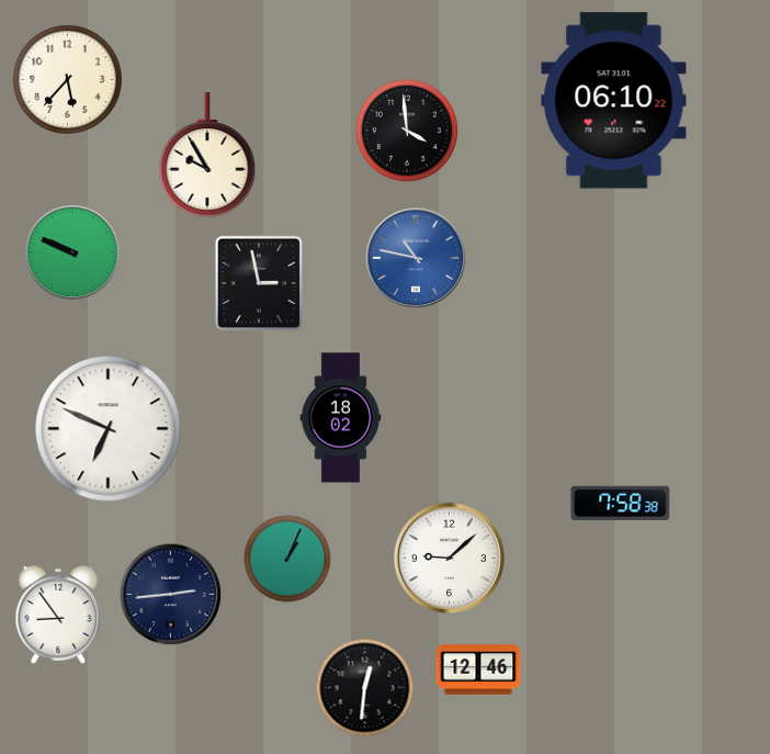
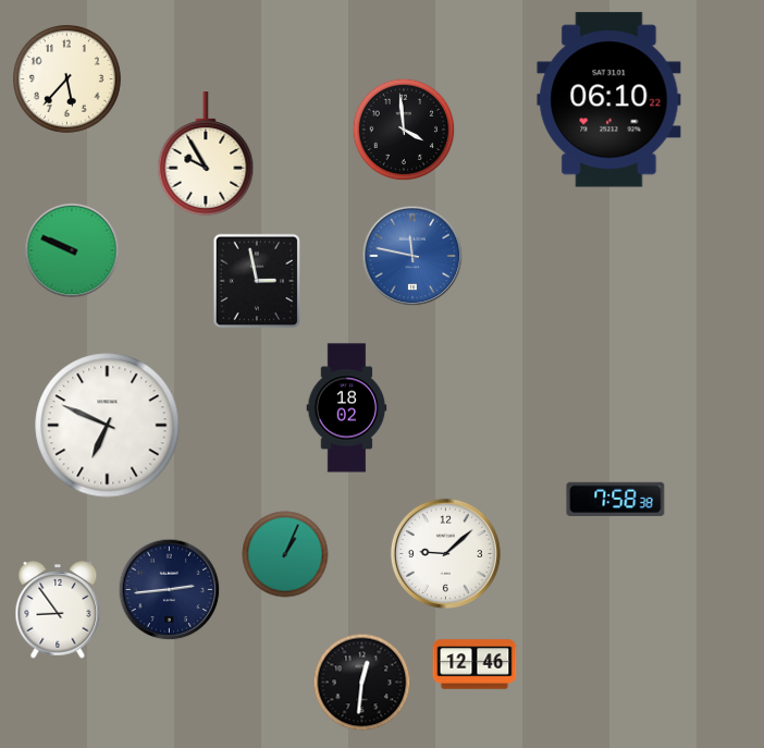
clock at (416, 258): 10:47 -> 11:47
clock at (341, 418) position: (341, 418) -> (347, 408)
